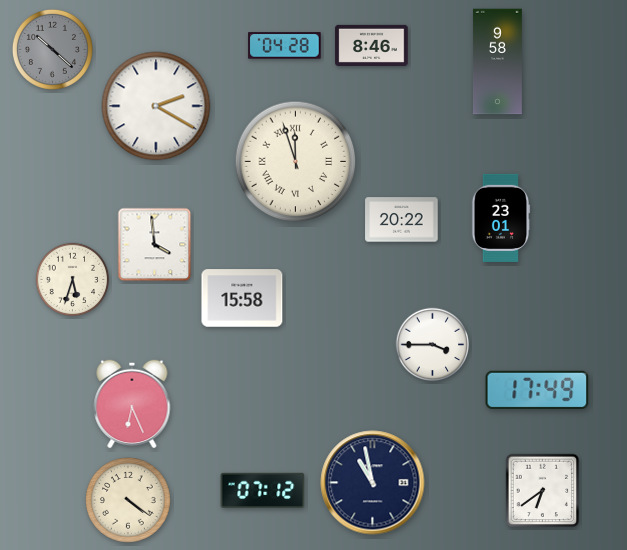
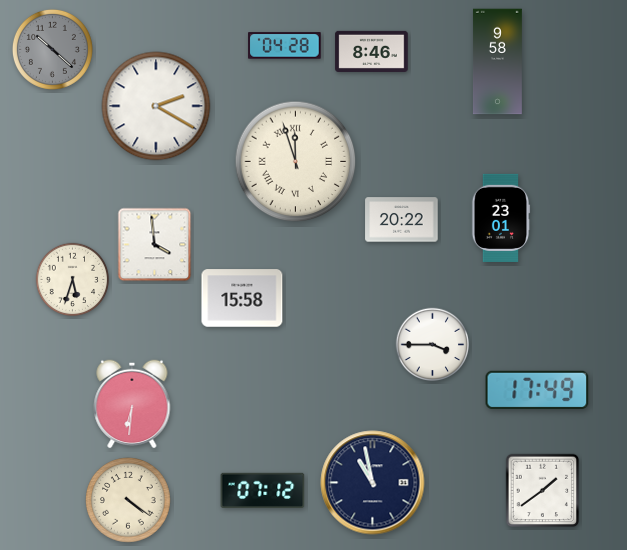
clock at (372, 45) position: (372, 45) -> (372, 51)
clock at (132, 404): 6:26 -> 6:31
clock at (543, 491): 6:39 -> 1:39
